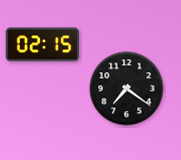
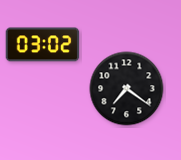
clock at (43, 45): 02:15 -> 03:02
